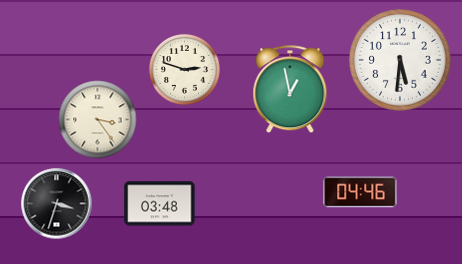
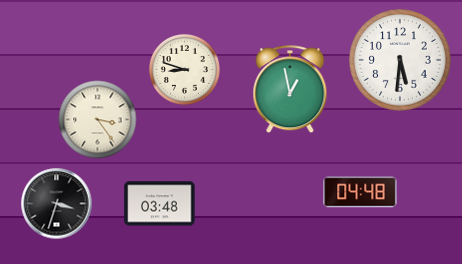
clock at (184, 69): 2:48 -> 8:48
clock at (360, 192): 04:46 -> 04:48
